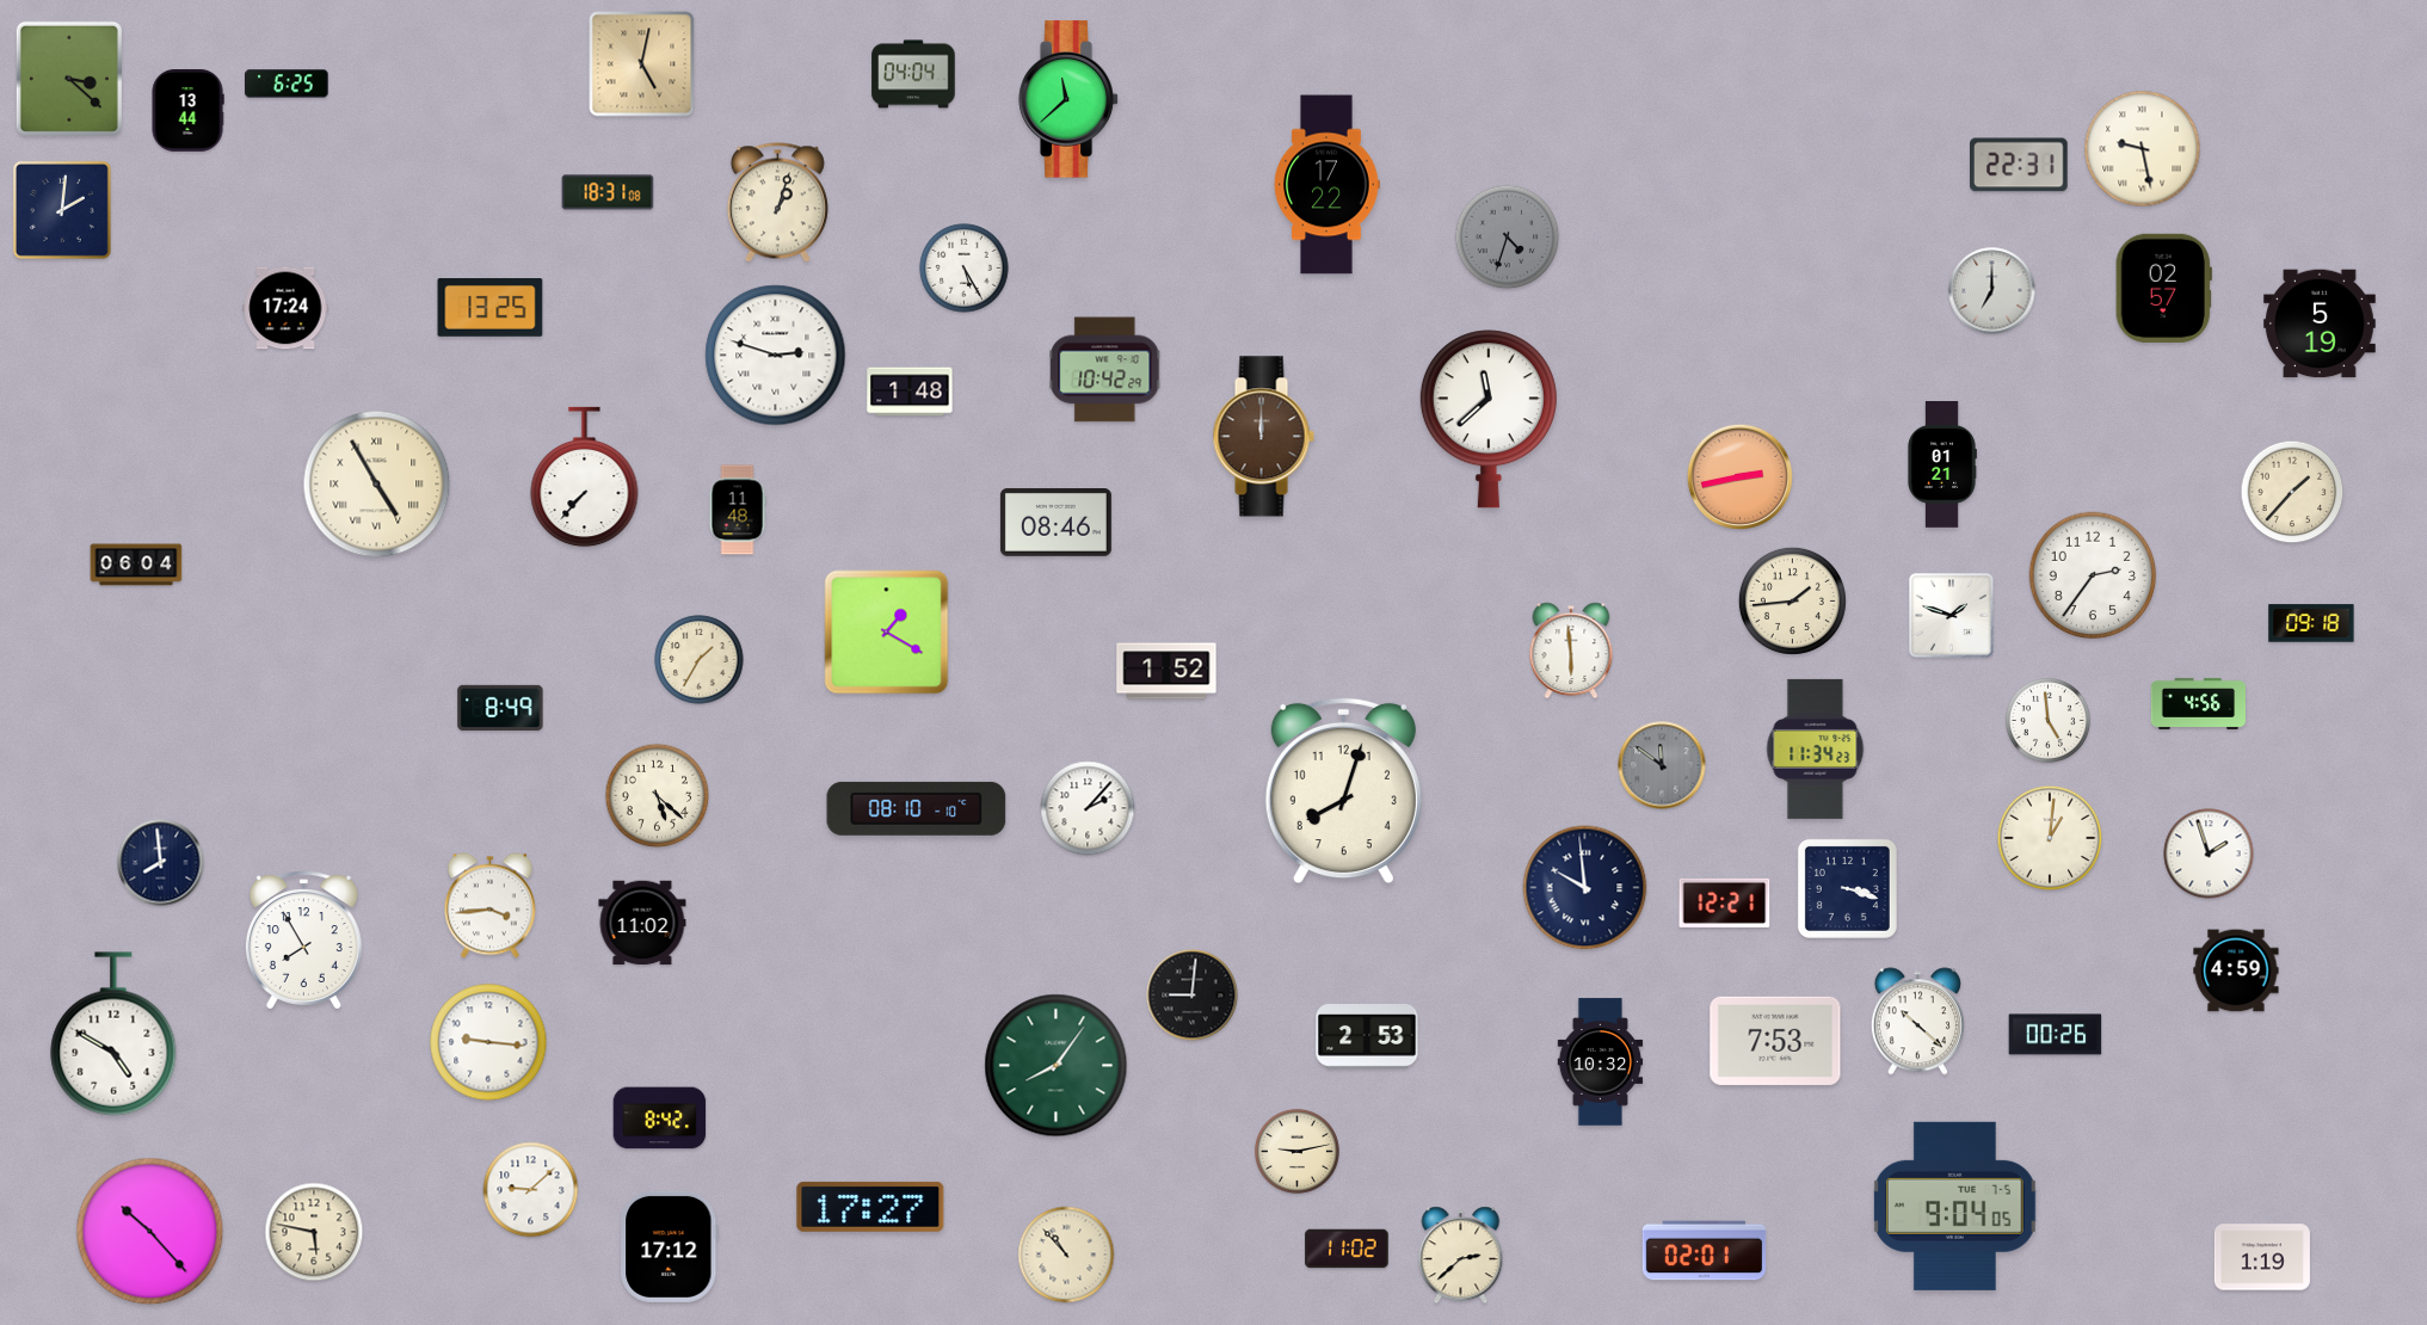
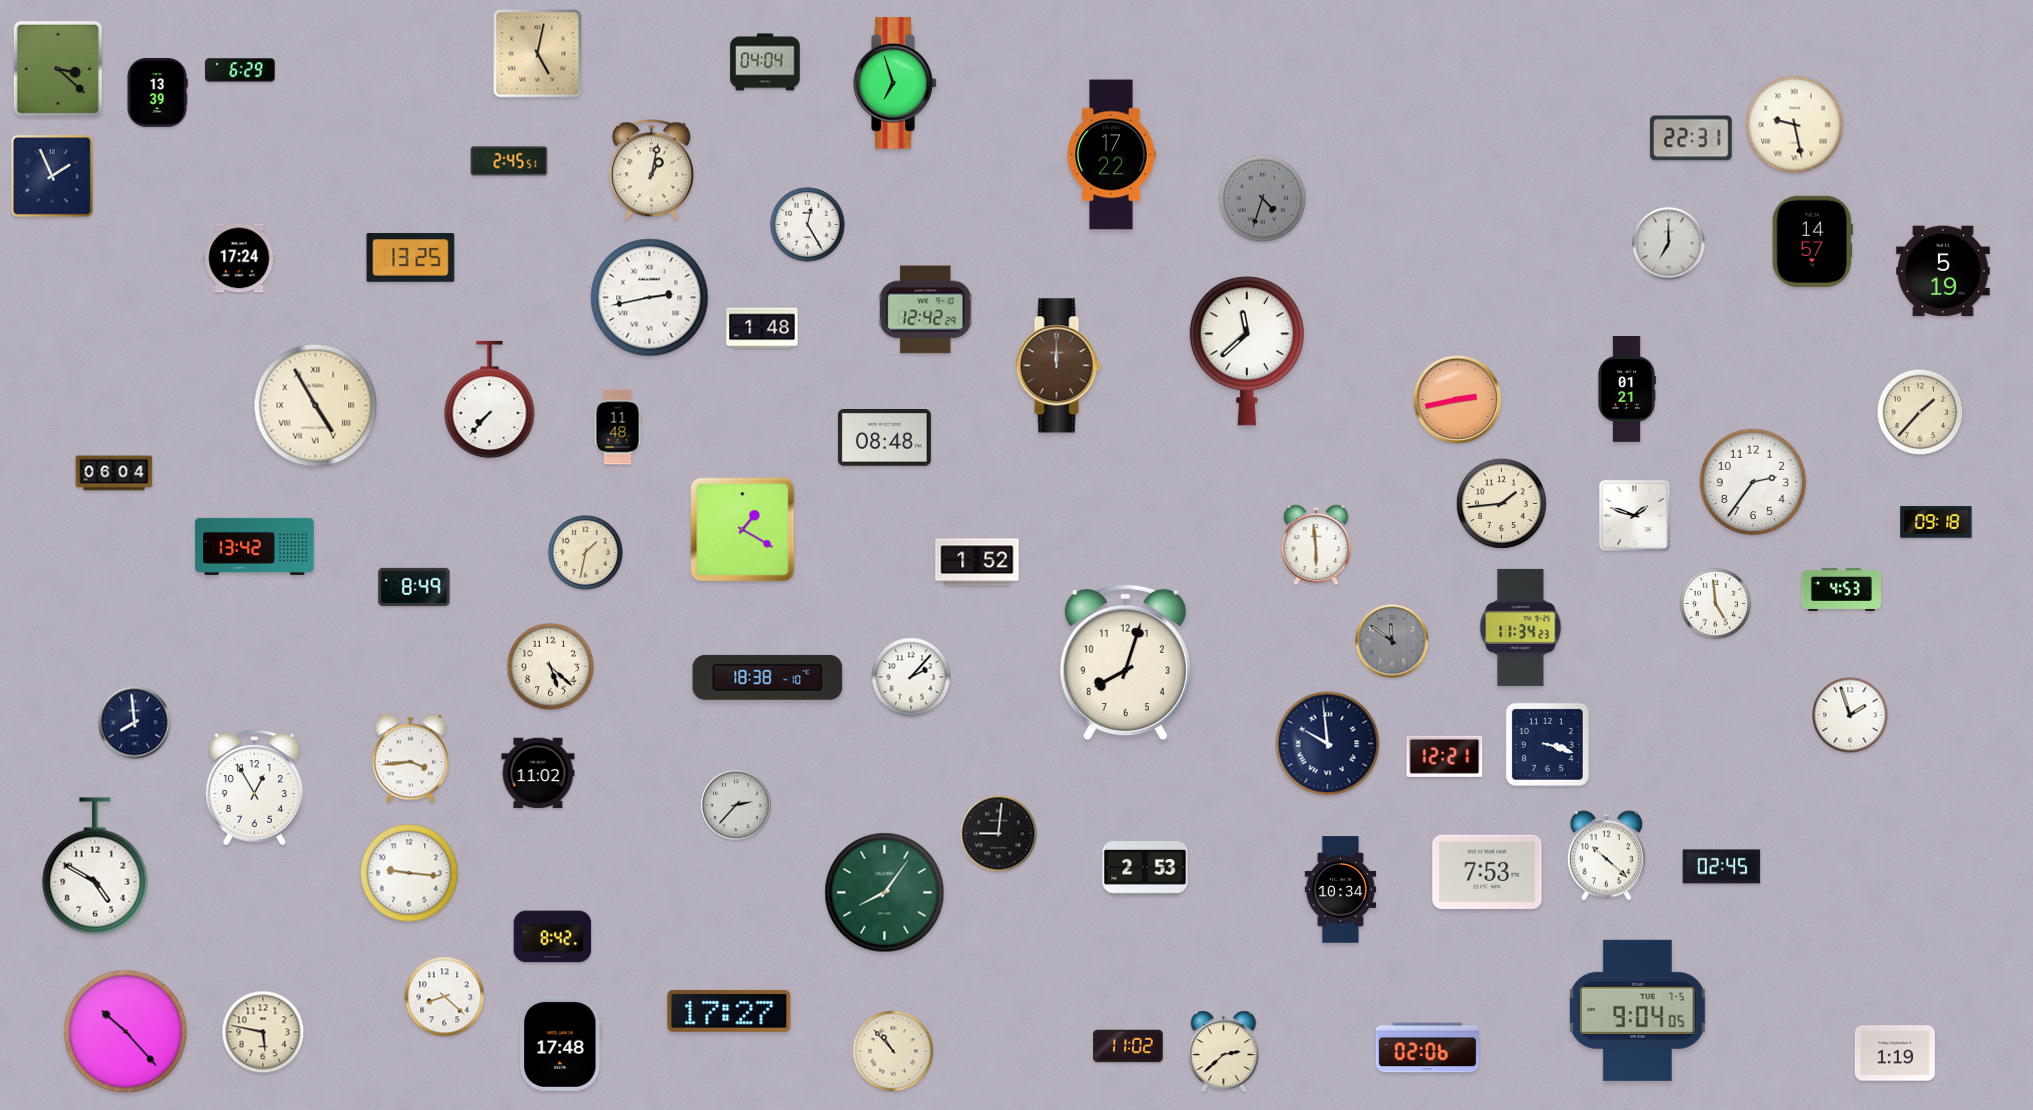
clock at (69, 79) position: (69, 79) -> (58, 69)
clock at (287, 84): 6:25 -> 6:29
clock at (1068, 99): 11:38 -> 6:57
clock at (187, 111): 13:44 -> 13:39
clock at (608, 192): 18:31 -> 2:45
clock at (777, 203): 1:03 -> 1:02
clock at (62, 210): 2:01 -> 1:56
clock at (965, 269): 5:25 -> 12:25
clock at (2163, 288): 02:57 -> 14:57
clock at (776, 356): 2:48 -> 2:43
clock at (1105, 370): 10:42 -> 12:42
clock at (1055, 523): 08:46 -> 08:48
clock at (255, 546): none -> 13:42
clock at (700, 660): 1:35 -> 1:32
clock at (2198, 703): 4:56 -> 4:53
clock at (500, 707) position: (500, 707) -> (414, 586)
clock at (917, 808): 08:10 -> 18:38
clock at (2050, 838): 1:01 -> none
clock at (303, 941): 7:55 -> 12:55
clock at (736, 805): none -> 2:37
clock at (2236, 970): 4:59 -> none
clock at (2056, 1035): 00:26 -> 02:45
clock at (1601, 1062): 10:32 -> 10:34
clock at (1296, 1151): 9:13 -> none
clock at (531, 1190): 9:08 -> 8:22
clock at (670, 1246): 17:12 -> 17:48
clock at (1705, 1251): 02:01 -> 02:06
